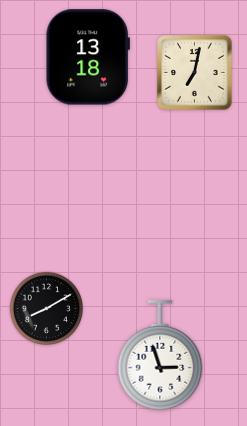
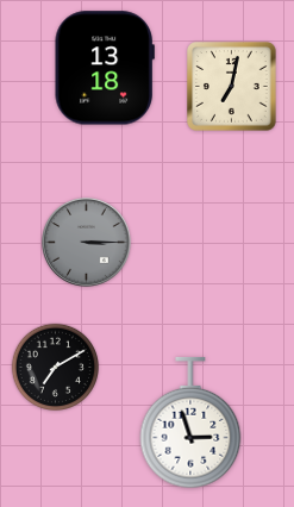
clock at (87, 243): none -> 3:15
clock at (46, 308): 8:10 -> 7:10
